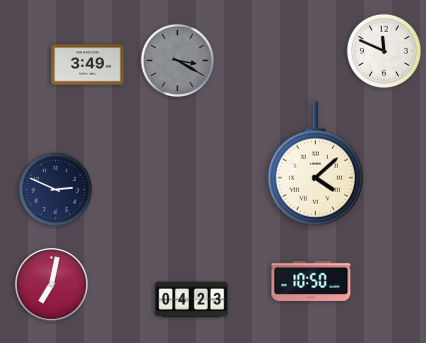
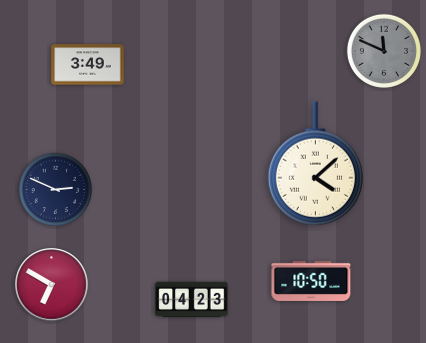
clock at (383, 50) dial: white -> grey
clock at (177, 60): 3:20 -> none
clock at (52, 285): 7:02 -> 6:50
